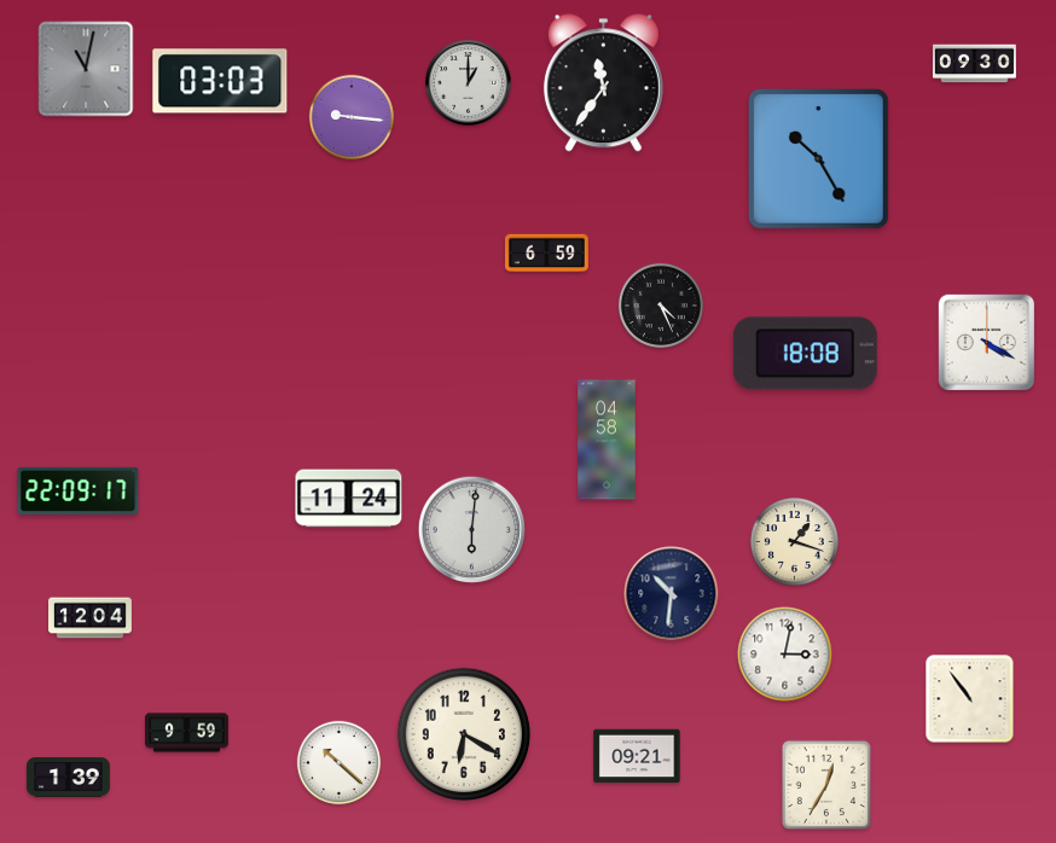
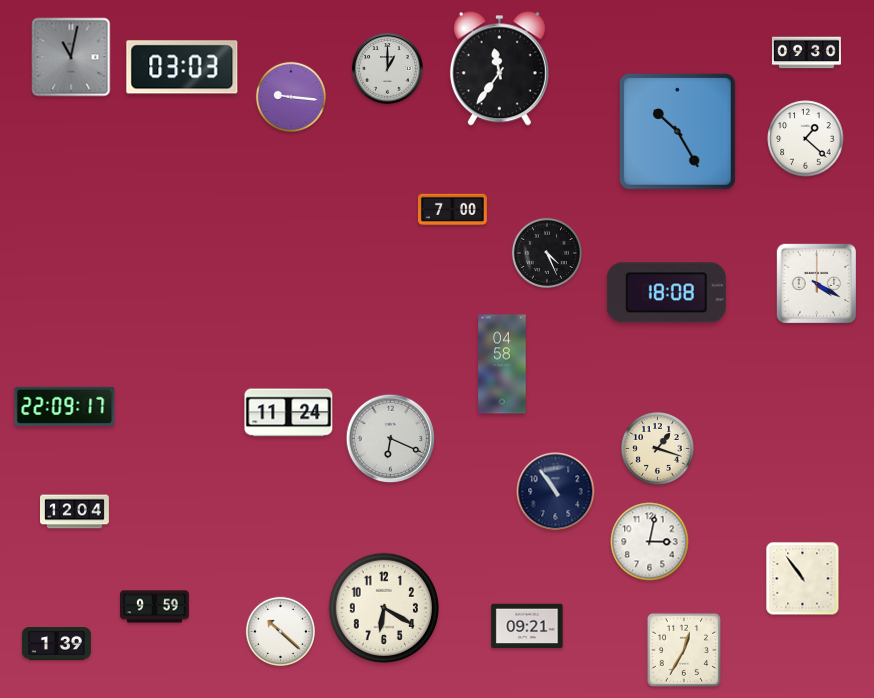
clock at (806, 139): none -> 1:22
clock at (546, 254): 6:59 -> 7:00
clock at (472, 530): 6:01 -> 6:19
clock at (672, 594): 10:31 -> 10:54
